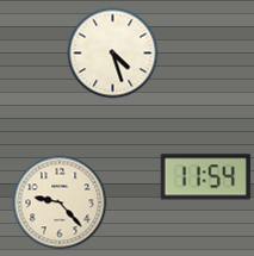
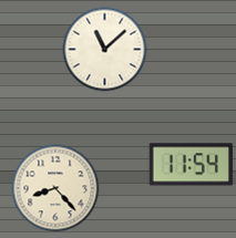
clock at (113, 54): 4:27 -> 11:08
clock at (60, 202): 9:23 -> 8:23
